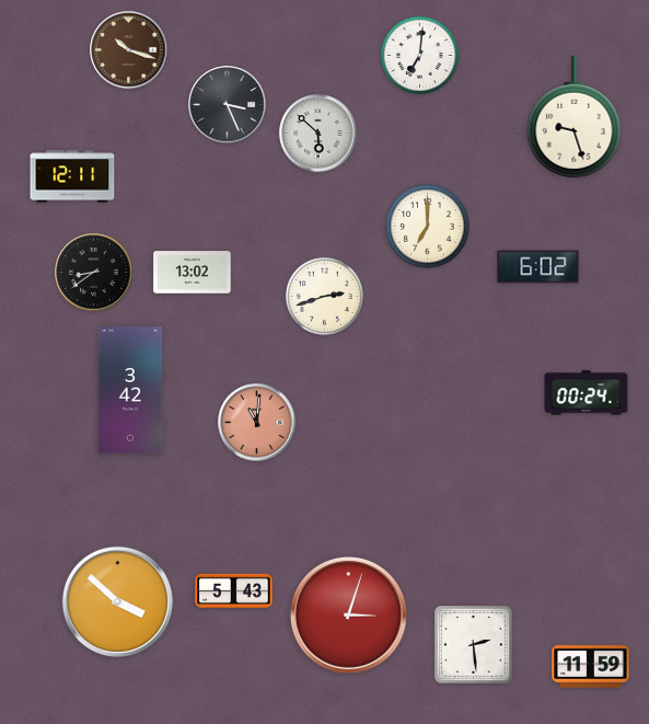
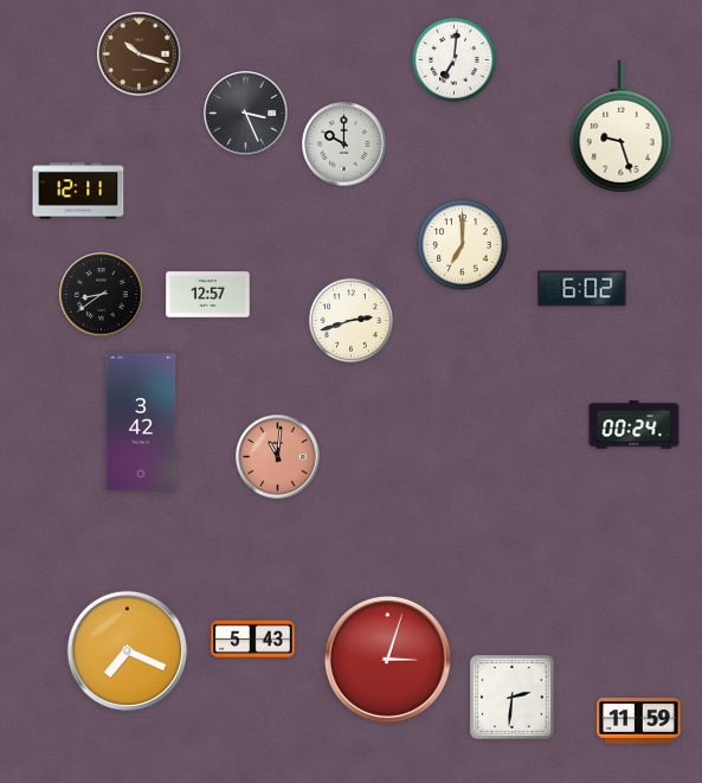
clock at (318, 134): 5:52 -> 10:00
clock at (193, 273): 13:02 -> 12:57
clock at (117, 601): 3:52 -> 7:19
clock at (348, 614) position: (348, 614) -> (387, 659)
clock at (474, 645): 2:29 -> 2:31
